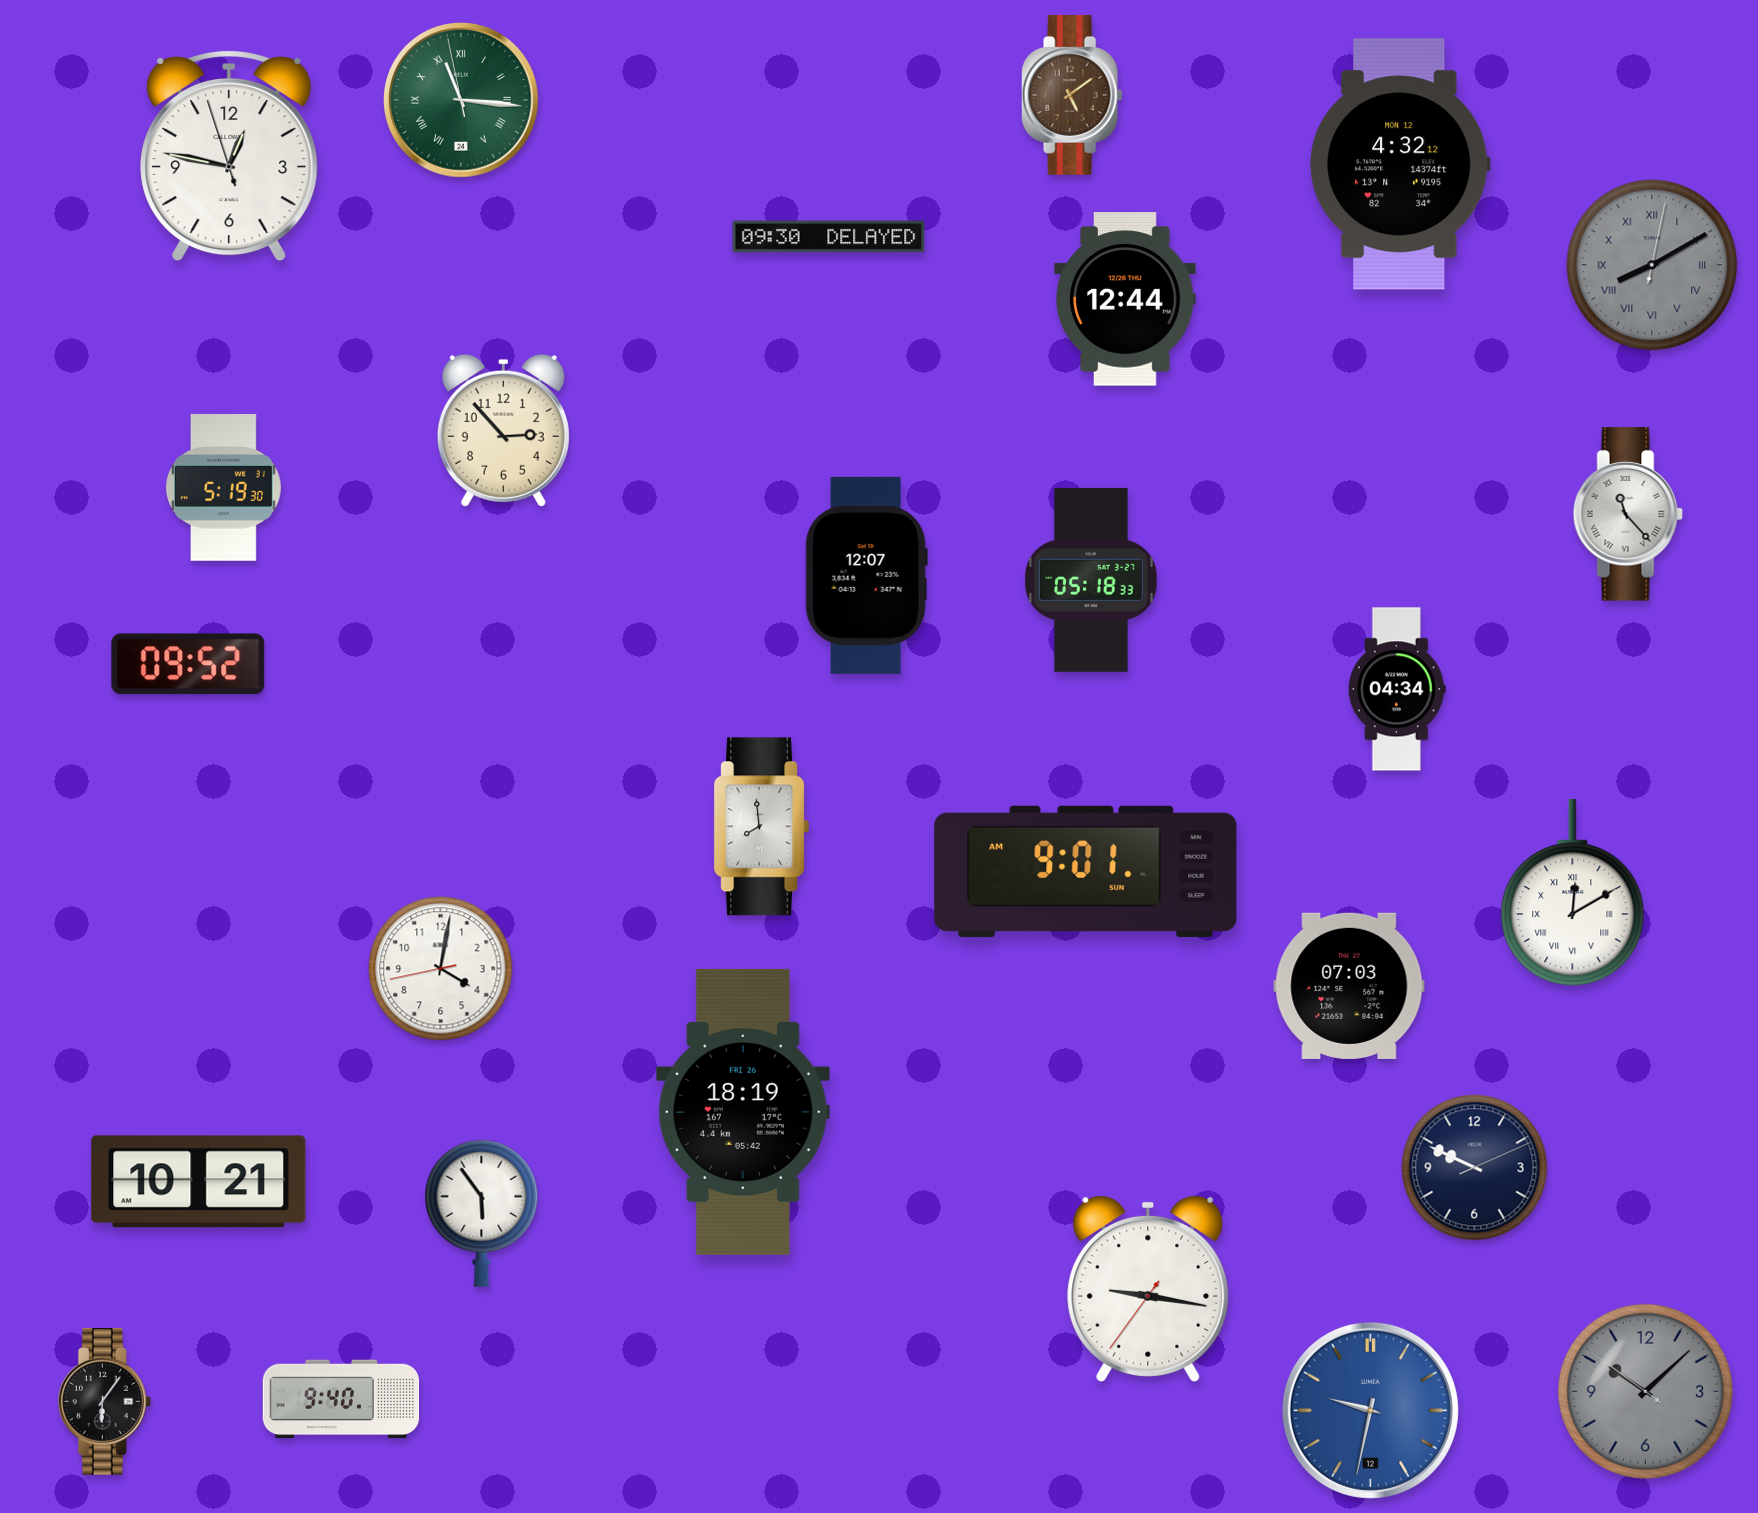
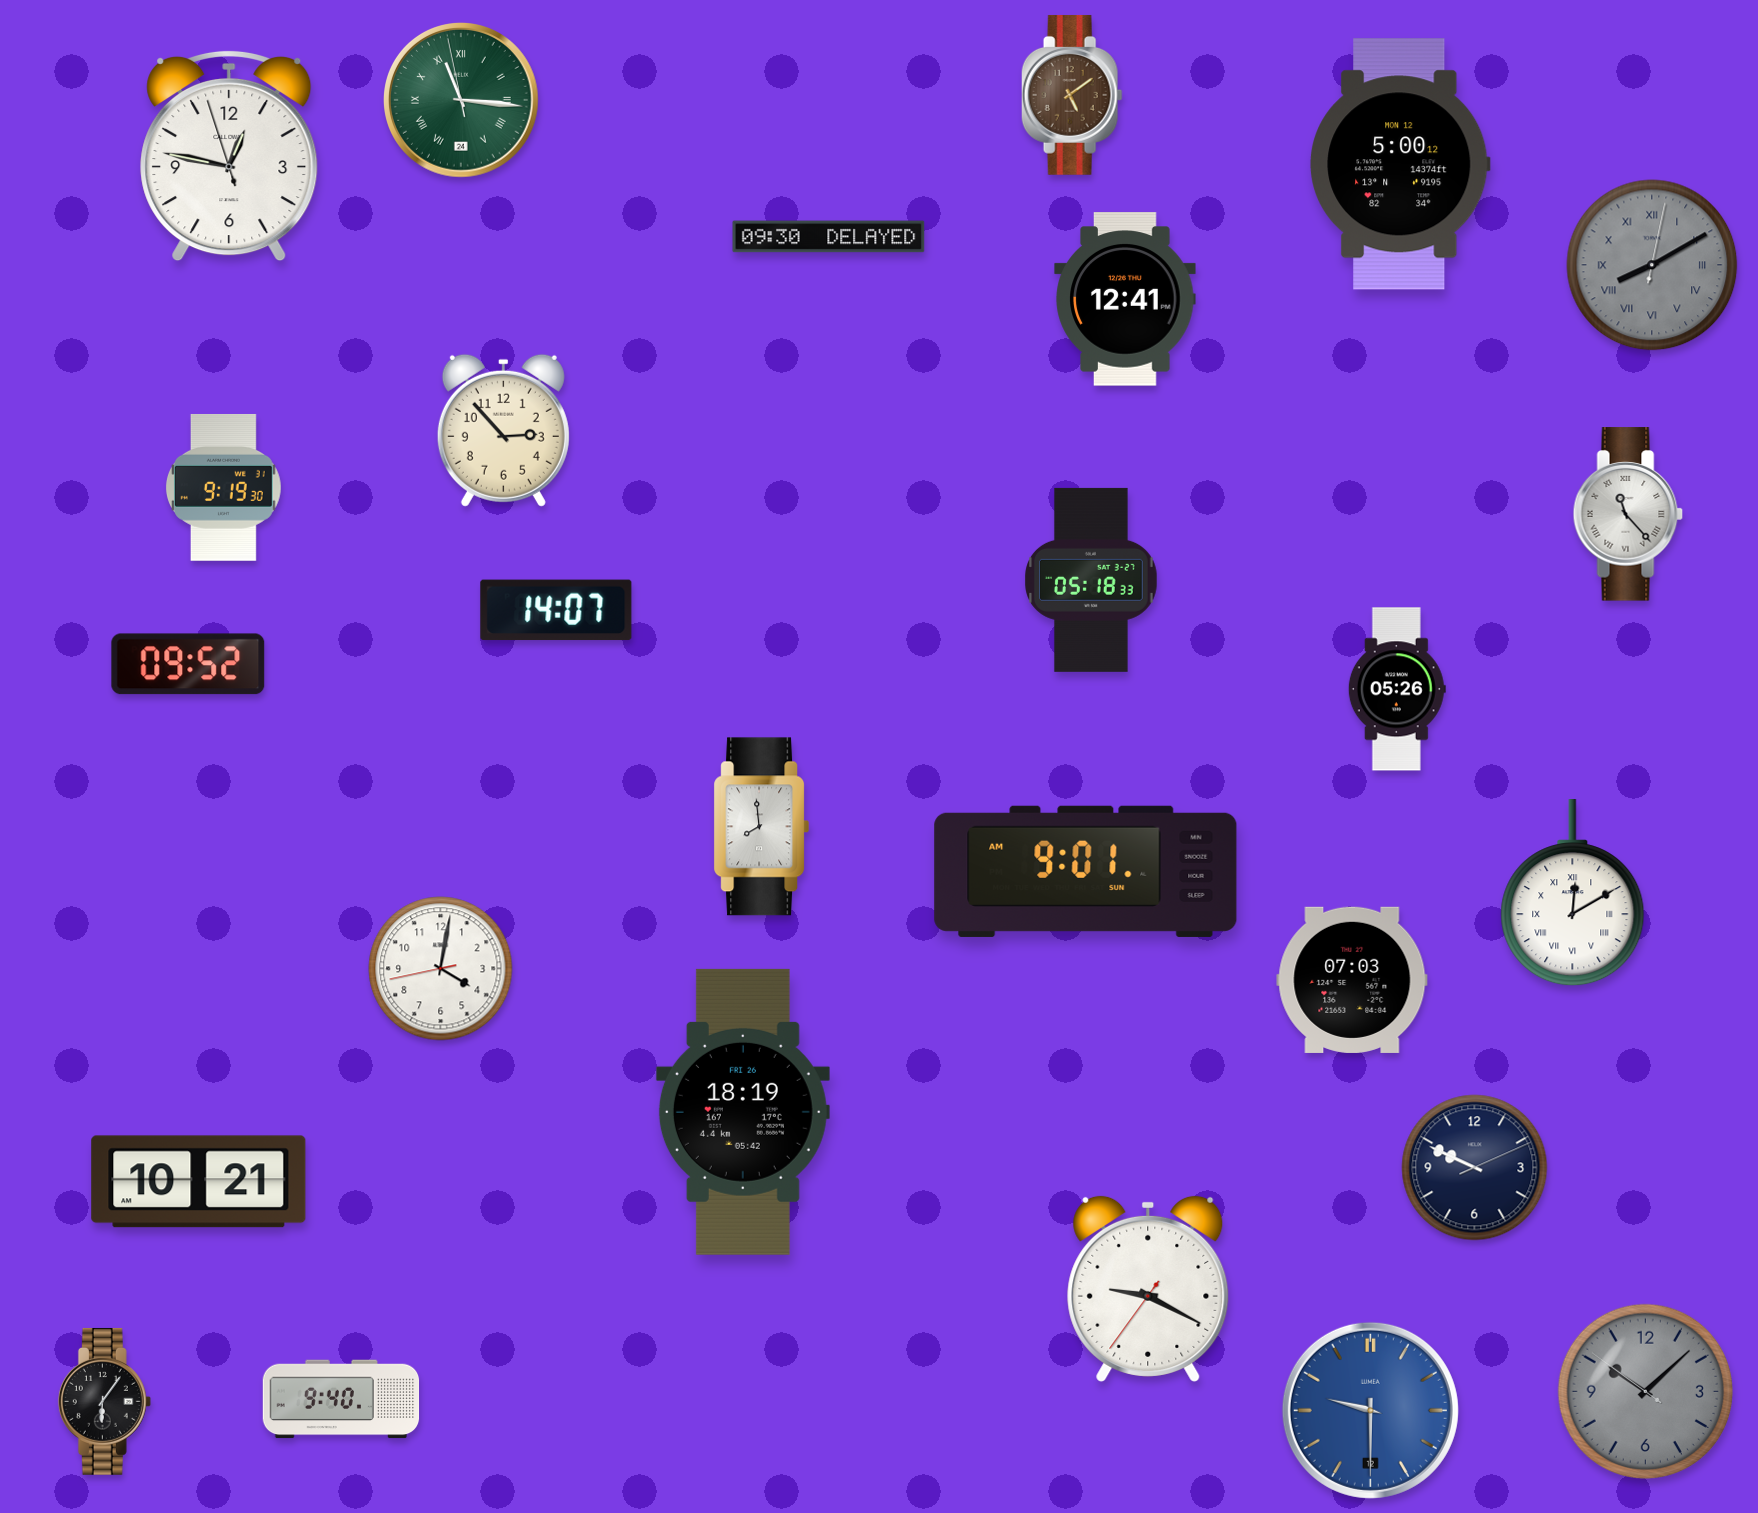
clock at (1401, 164): 4:32 -> 5:00
clock at (1125, 299): 12:44 -> 12:41
clock at (223, 487): 5:19 -> 9:19
clock at (866, 575): 12:07 -> none
clock at (556, 610): none -> 14:07
clock at (1397, 689): 04:34 -> 05:26
clock at (1349, 986) position: (1349, 986) -> (1352, 980)
clock at (482, 1213): 5:54 -> none
clock at (1148, 1289): 9:16 -> 9:19
clock at (1370, 1410): 9:32 -> 9:30
